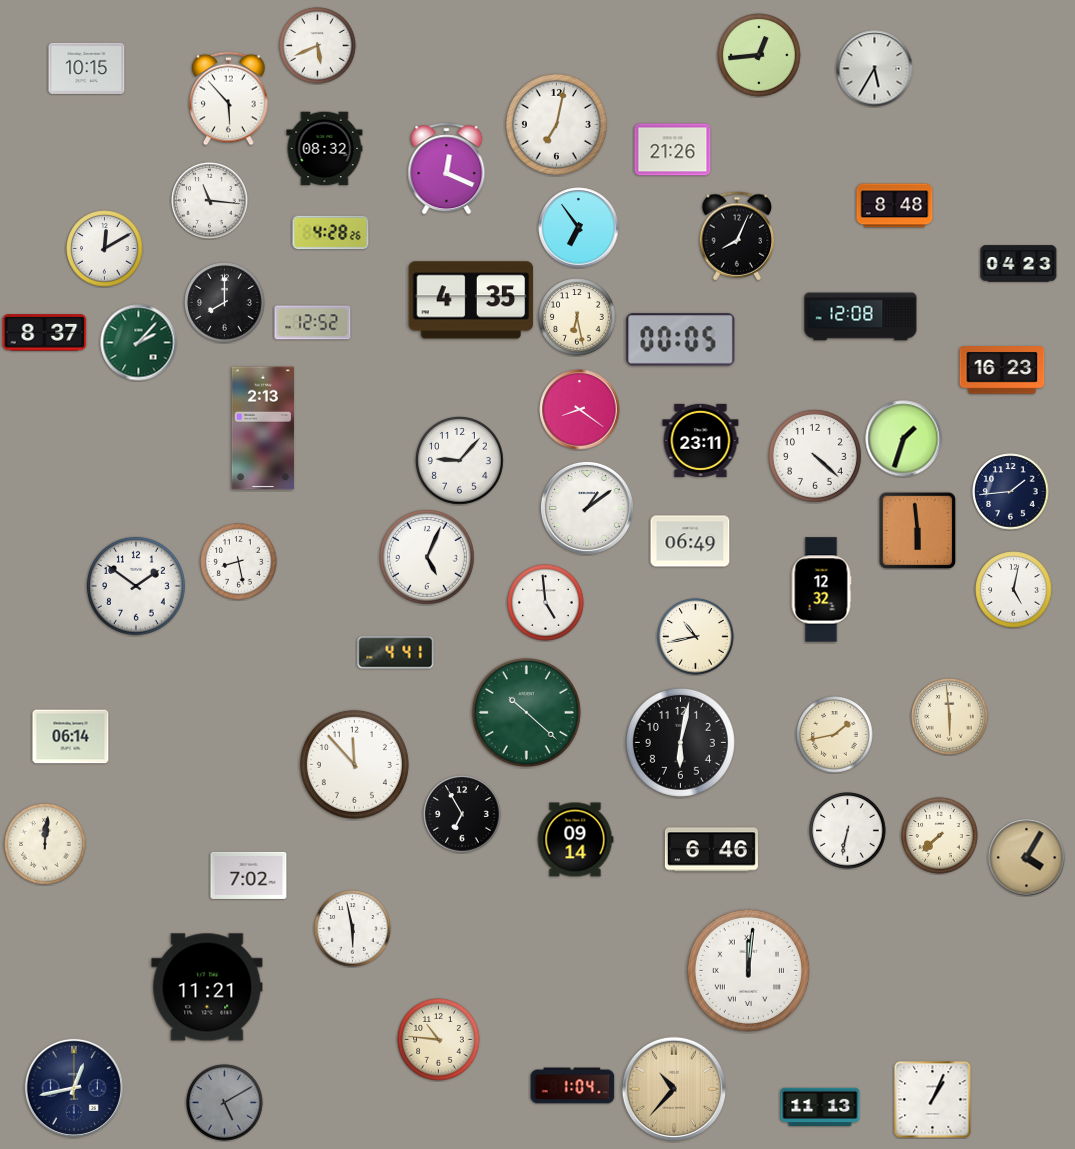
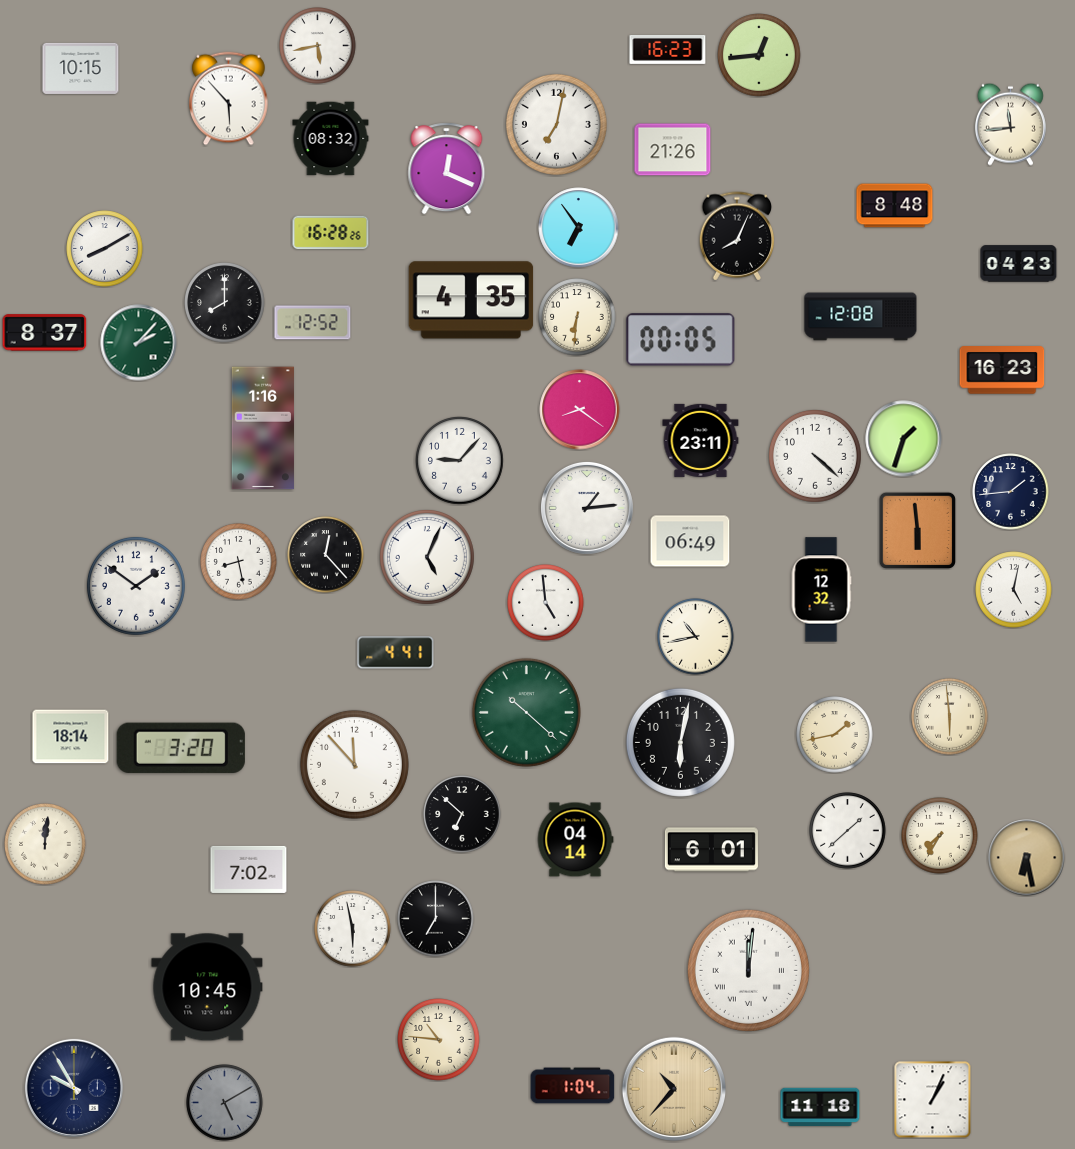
clock at (318, 46): 5:41 -> 5:43
clock at (668, 49): none -> 16:23
clock at (87, 68) position: (87, 68) -> (81, 68)
clock at (875, 69): 5:35 -> none
clock at (1010, 124): none -> 11:44
clock at (325, 149) position: (325, 149) -> (331, 139)
clock at (210, 201): 11:16 -> none
clock at (331, 233): 4:28 -> 16:28
clock at (105, 249): 12:10 -> 8:10
clock at (577, 317): 6:28 -> 6:31
clock at (263, 428): 2:13 -> 1:16
clock at (587, 508): 1:09 -> 1:14
clock at (326, 555): none -> 12:23
clock at (71, 737): 06:14 -> 18:14
clock at (181, 748): none -> 3:20
clock at (462, 814): 6:55 -> 6:52
clock at (848, 831): 6:32 -> 1:38
clock at (940, 836): 7:38 -> 7:35
clock at (575, 840): 09:14 -> 04:14
clock at (711, 850): 6:46 -> 6:01
clock at (1027, 858): 4:05 -> 6:28
clock at (249, 875) position: (249, 875) -> (249, 869)
clock at (436, 919): none -> 7:00
clock at (207, 987): 11:21 -> 10:45
clock at (74, 1088): 12:43 -> 9:55
clock at (820, 1107): 11:13 -> 11:18
